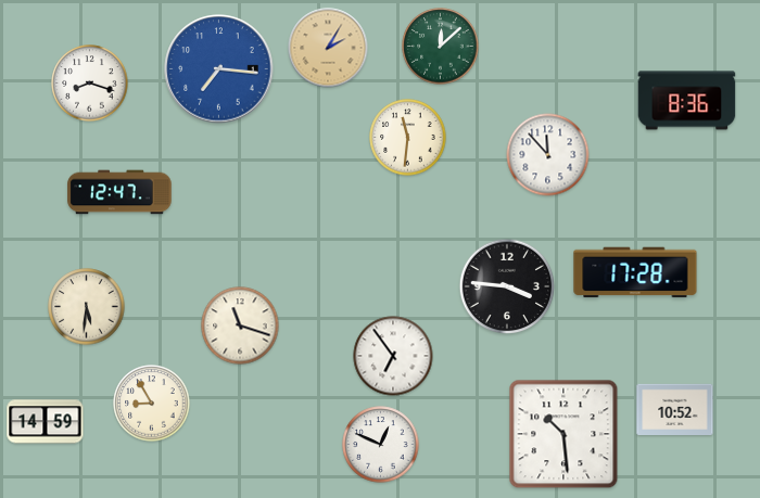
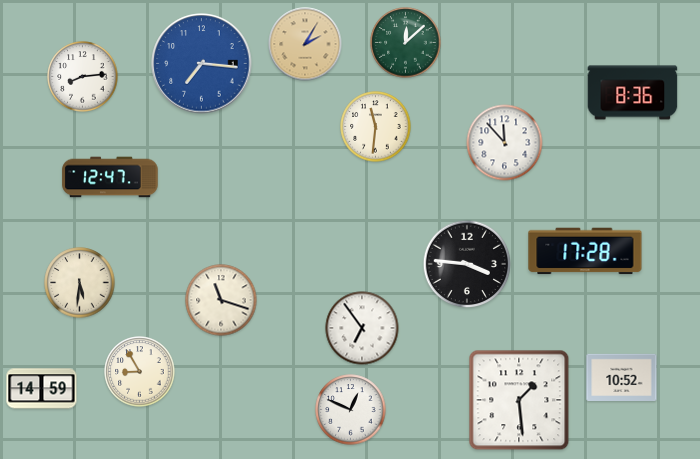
clock at (328, 48) position: (328, 48) -> (305, 44)
clock at (90, 84): 8:18 -> 8:14
clock at (563, 434): 10:29 -> 1:29
